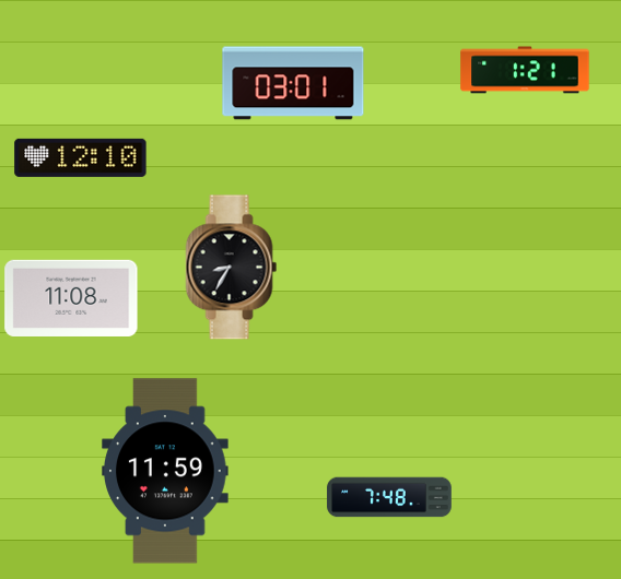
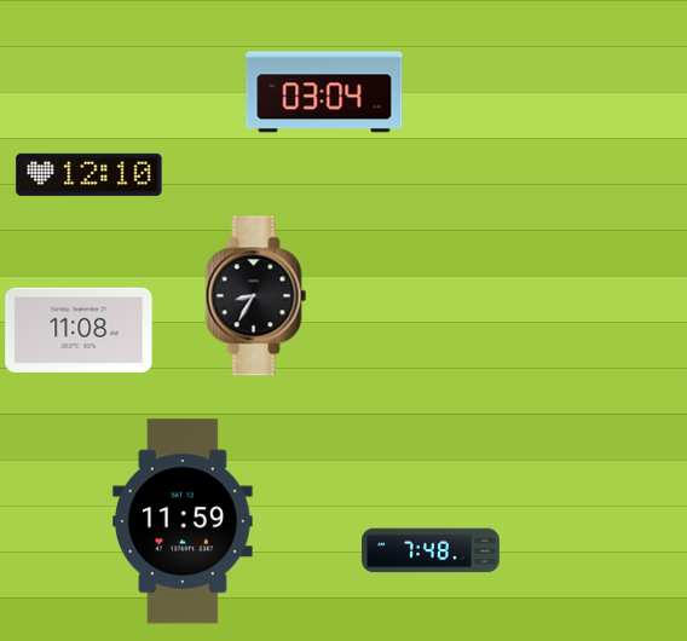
clock at (525, 70): 1:21 -> none
clock at (293, 83): 03:01 -> 03:04
